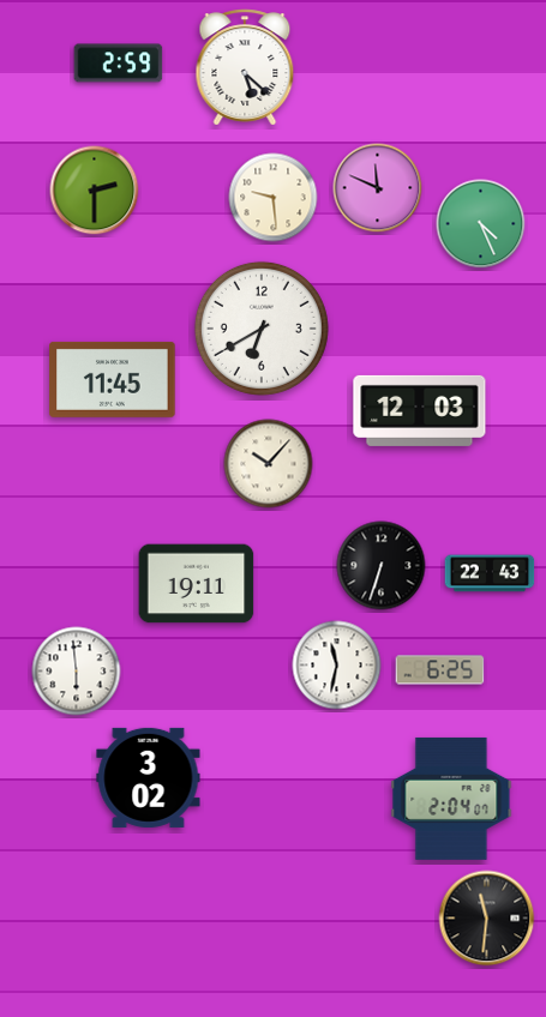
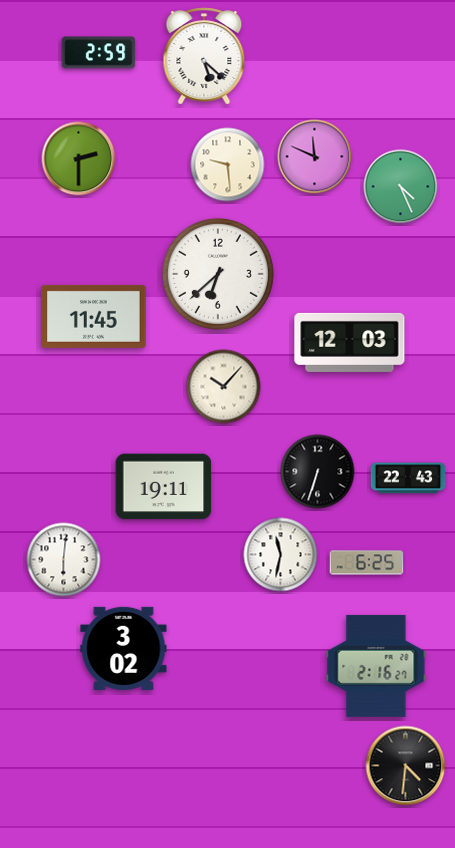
clock at (262, 329): 6:40 -> 6:38
clock at (440, 670) position: (440, 670) -> (367, 563)
clock at (77, 672): 5:59 -> 6:01
clock at (451, 799): 2:04 -> 2:16
clock at (487, 919): 11:31 -> 4:31
